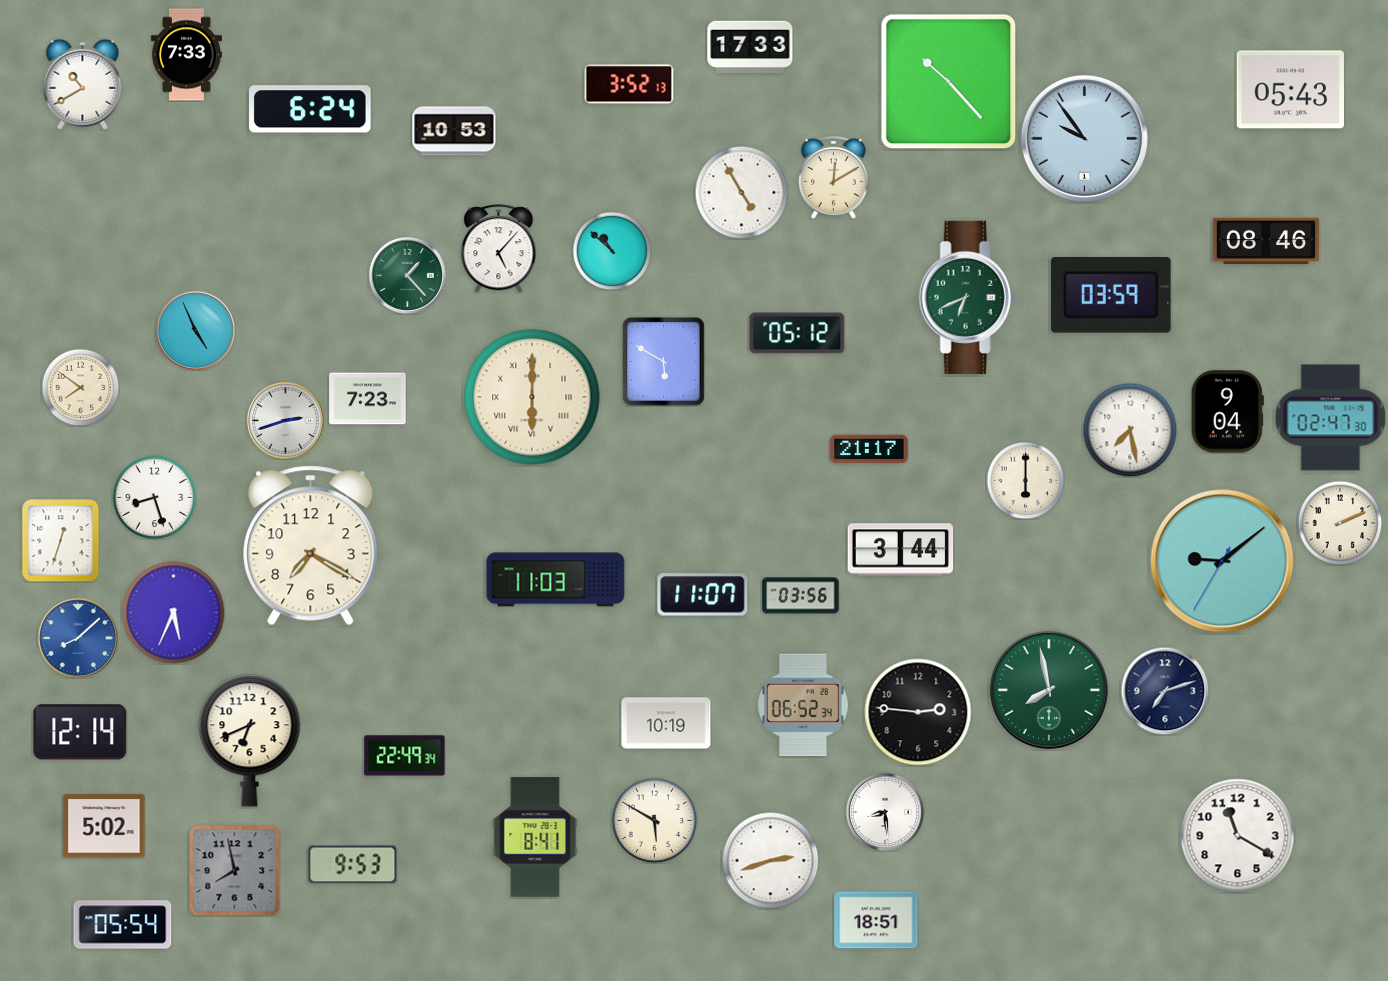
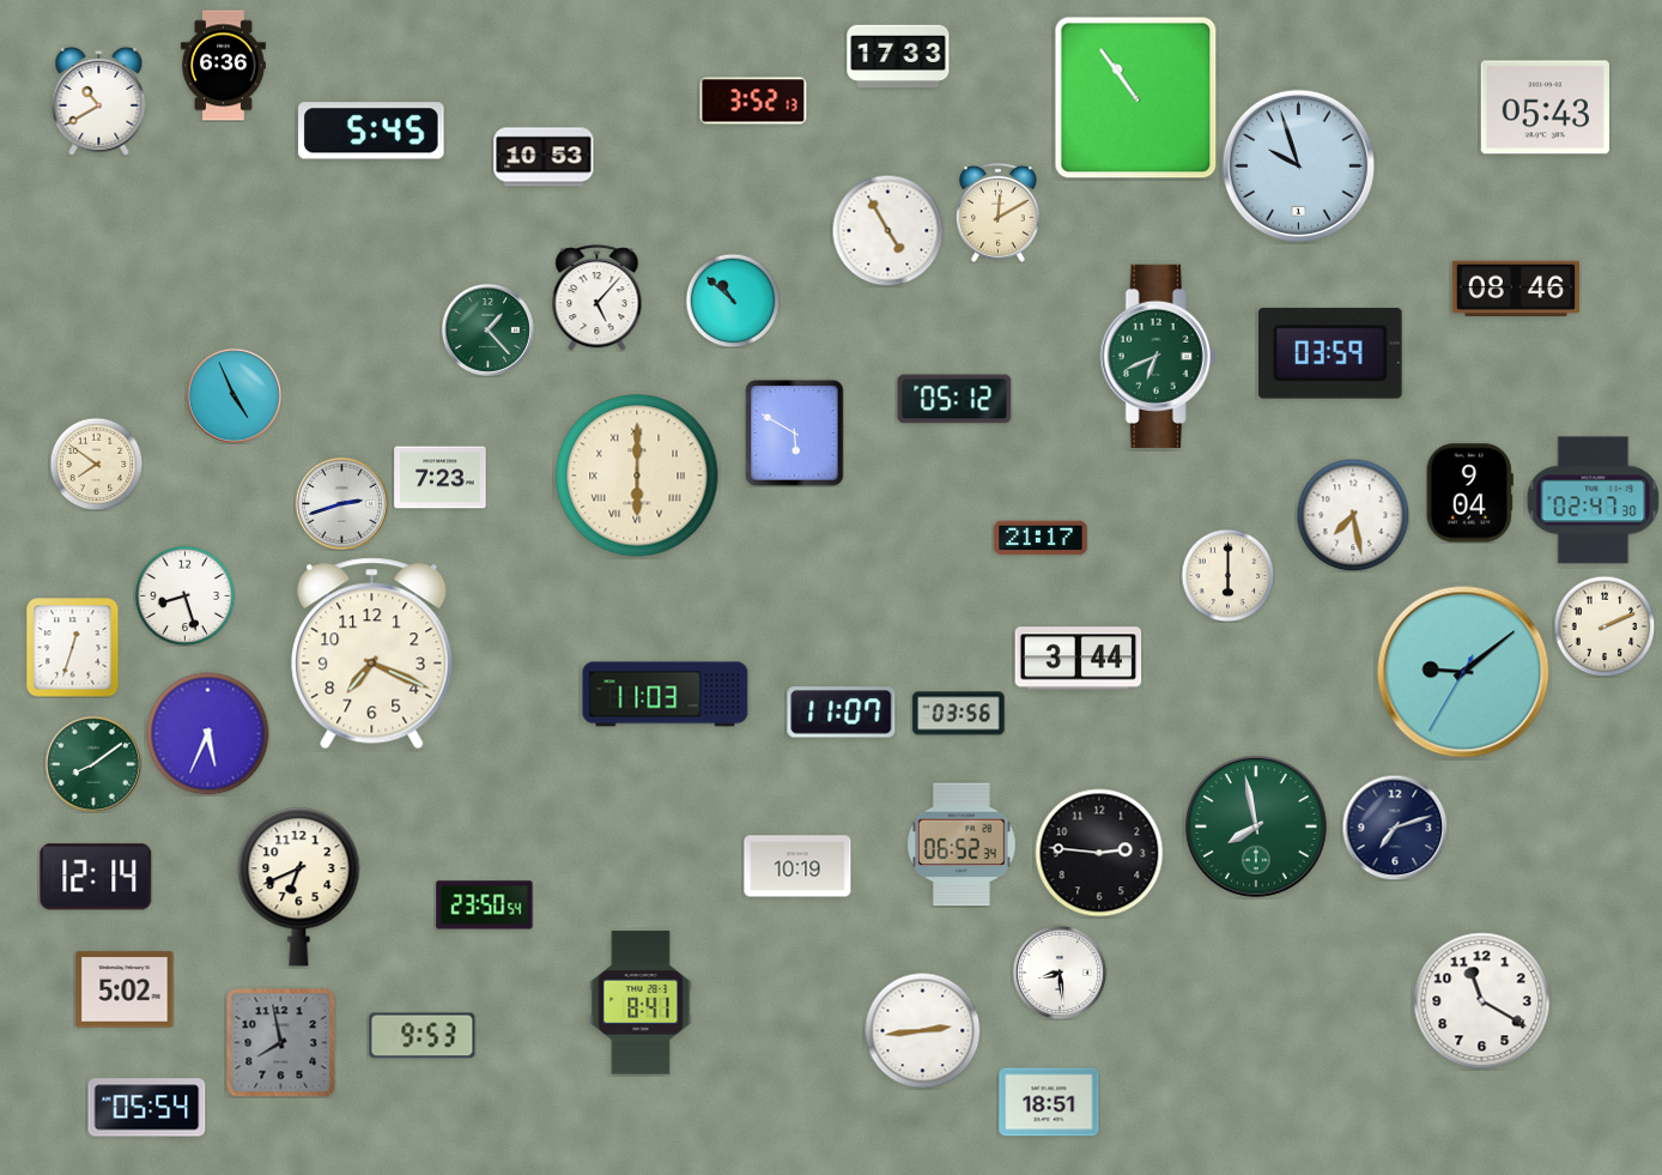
clock at (186, 55): 7:33 -> 6:36
clock at (949, 82): 10:23 -> 10:54
clock at (310, 109): 6:24 -> 5:45
clock at (1084, 138): 9:54 -> 9:57
clock at (311, 546): 7:20 -> 7:19
clock at (77, 637): 8:08 -> 8:09
clock at (77, 637) dial: blue -> green
clock at (405, 756): 22:49 -> 23:50
clock at (654, 820): 5:50 -> none
clock at (770, 860): 2:42 -> 2:44
